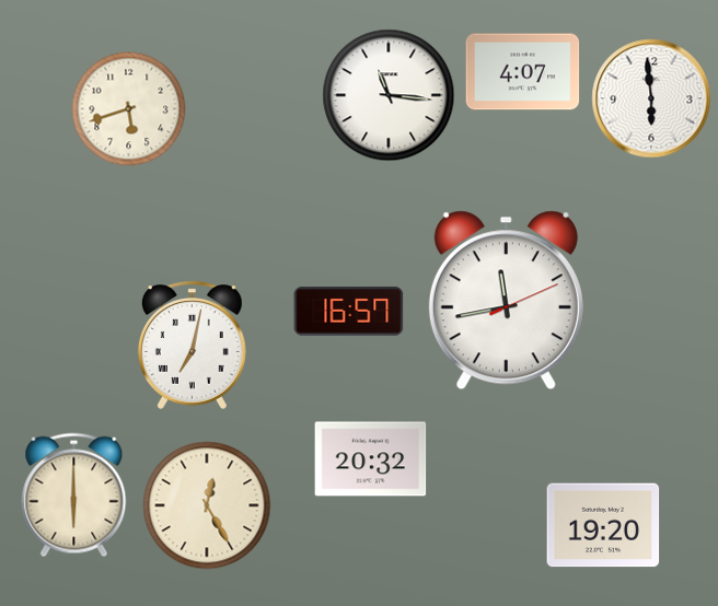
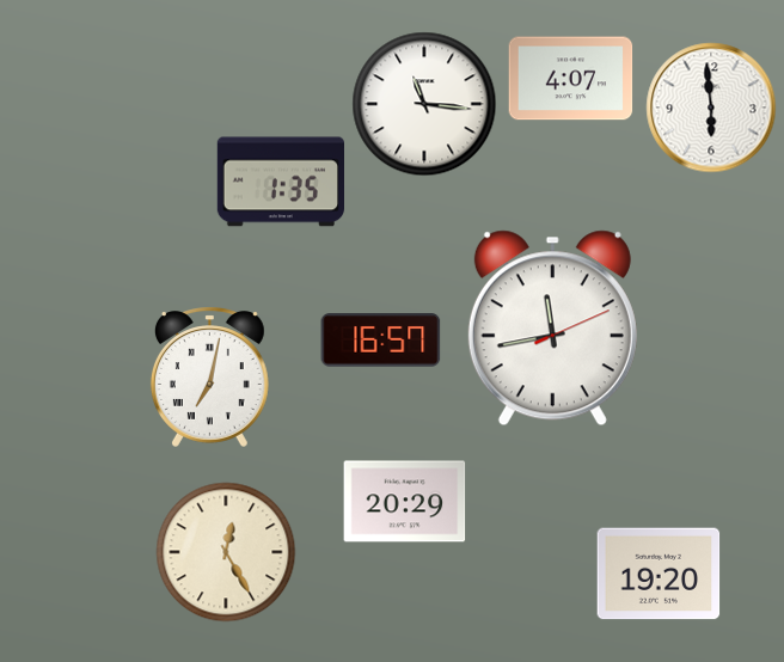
clock at (129, 109): 5:42 -> none
clock at (280, 182): none -> 1:35
clock at (371, 459): 20:32 -> 20:29
clock at (74, 496): 6:00 -> none
